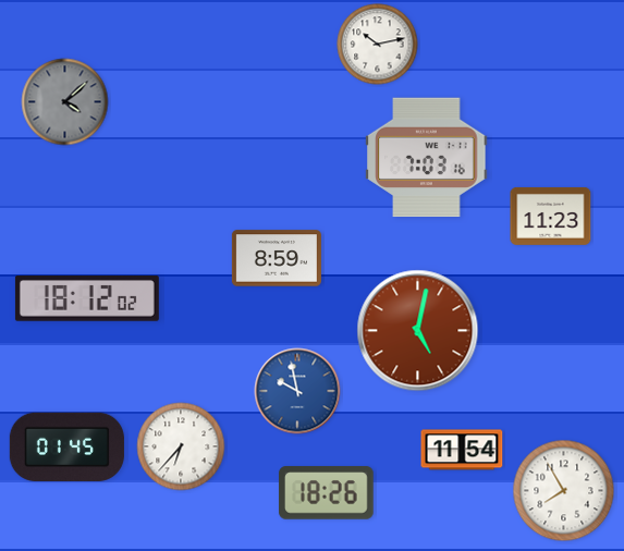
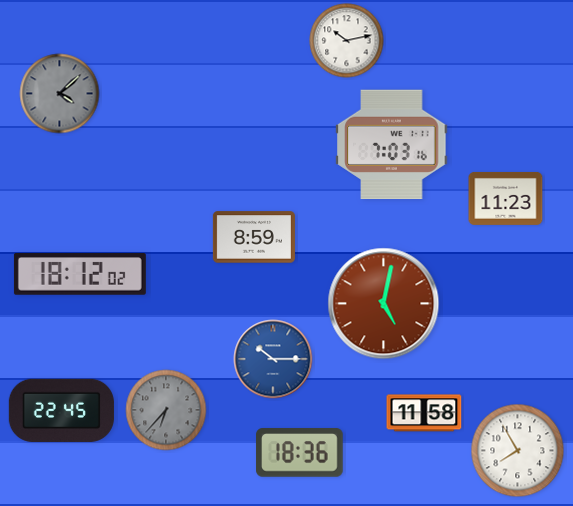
clock at (297, 391): 9:58 -> 10:15
clock at (66, 446): 01:45 -> 22:45
clock at (181, 446) dial: white -> grey
clock at (462, 450): 11:54 -> 11:58
clock at (327, 493): 18:26 -> 18:36
